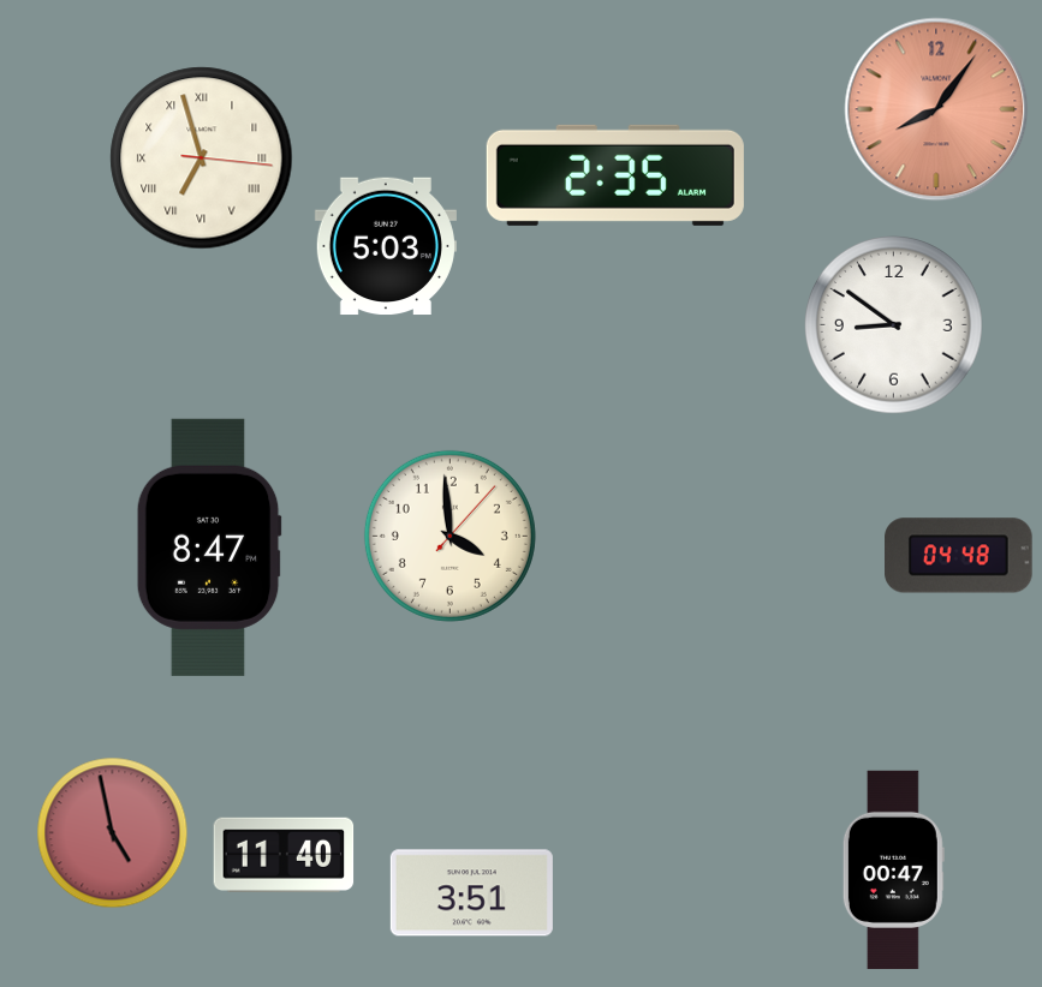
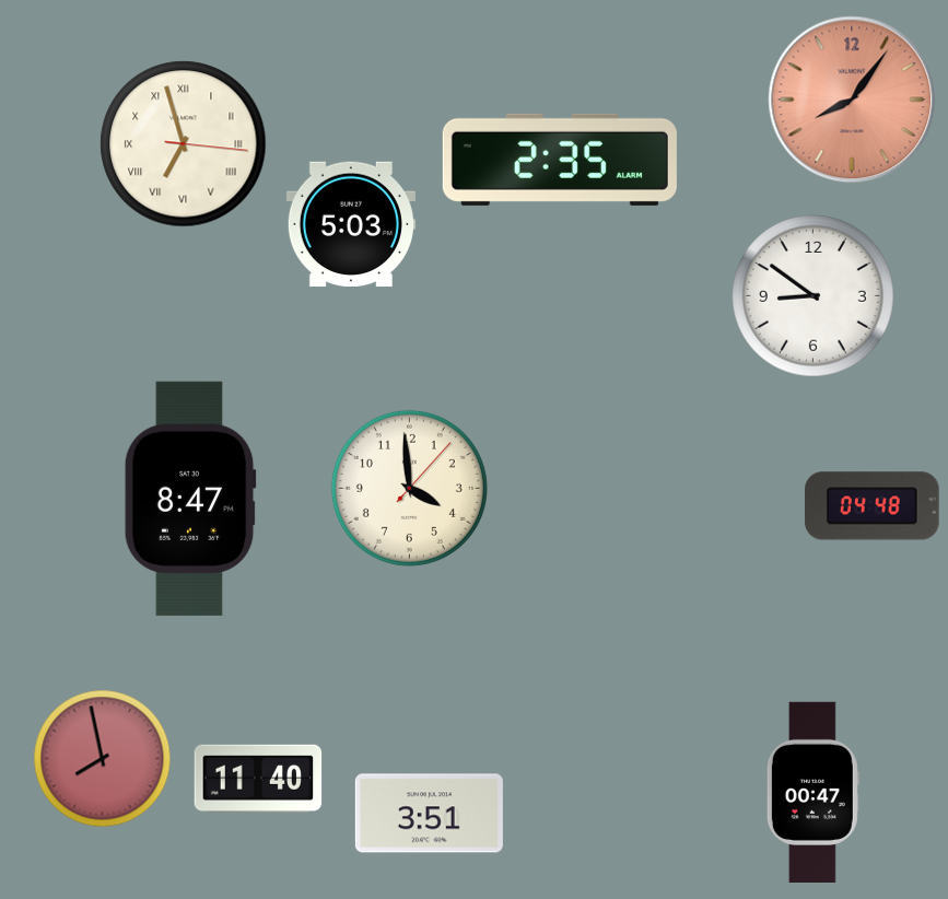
clock at (113, 833): 4:58 -> 7:58
